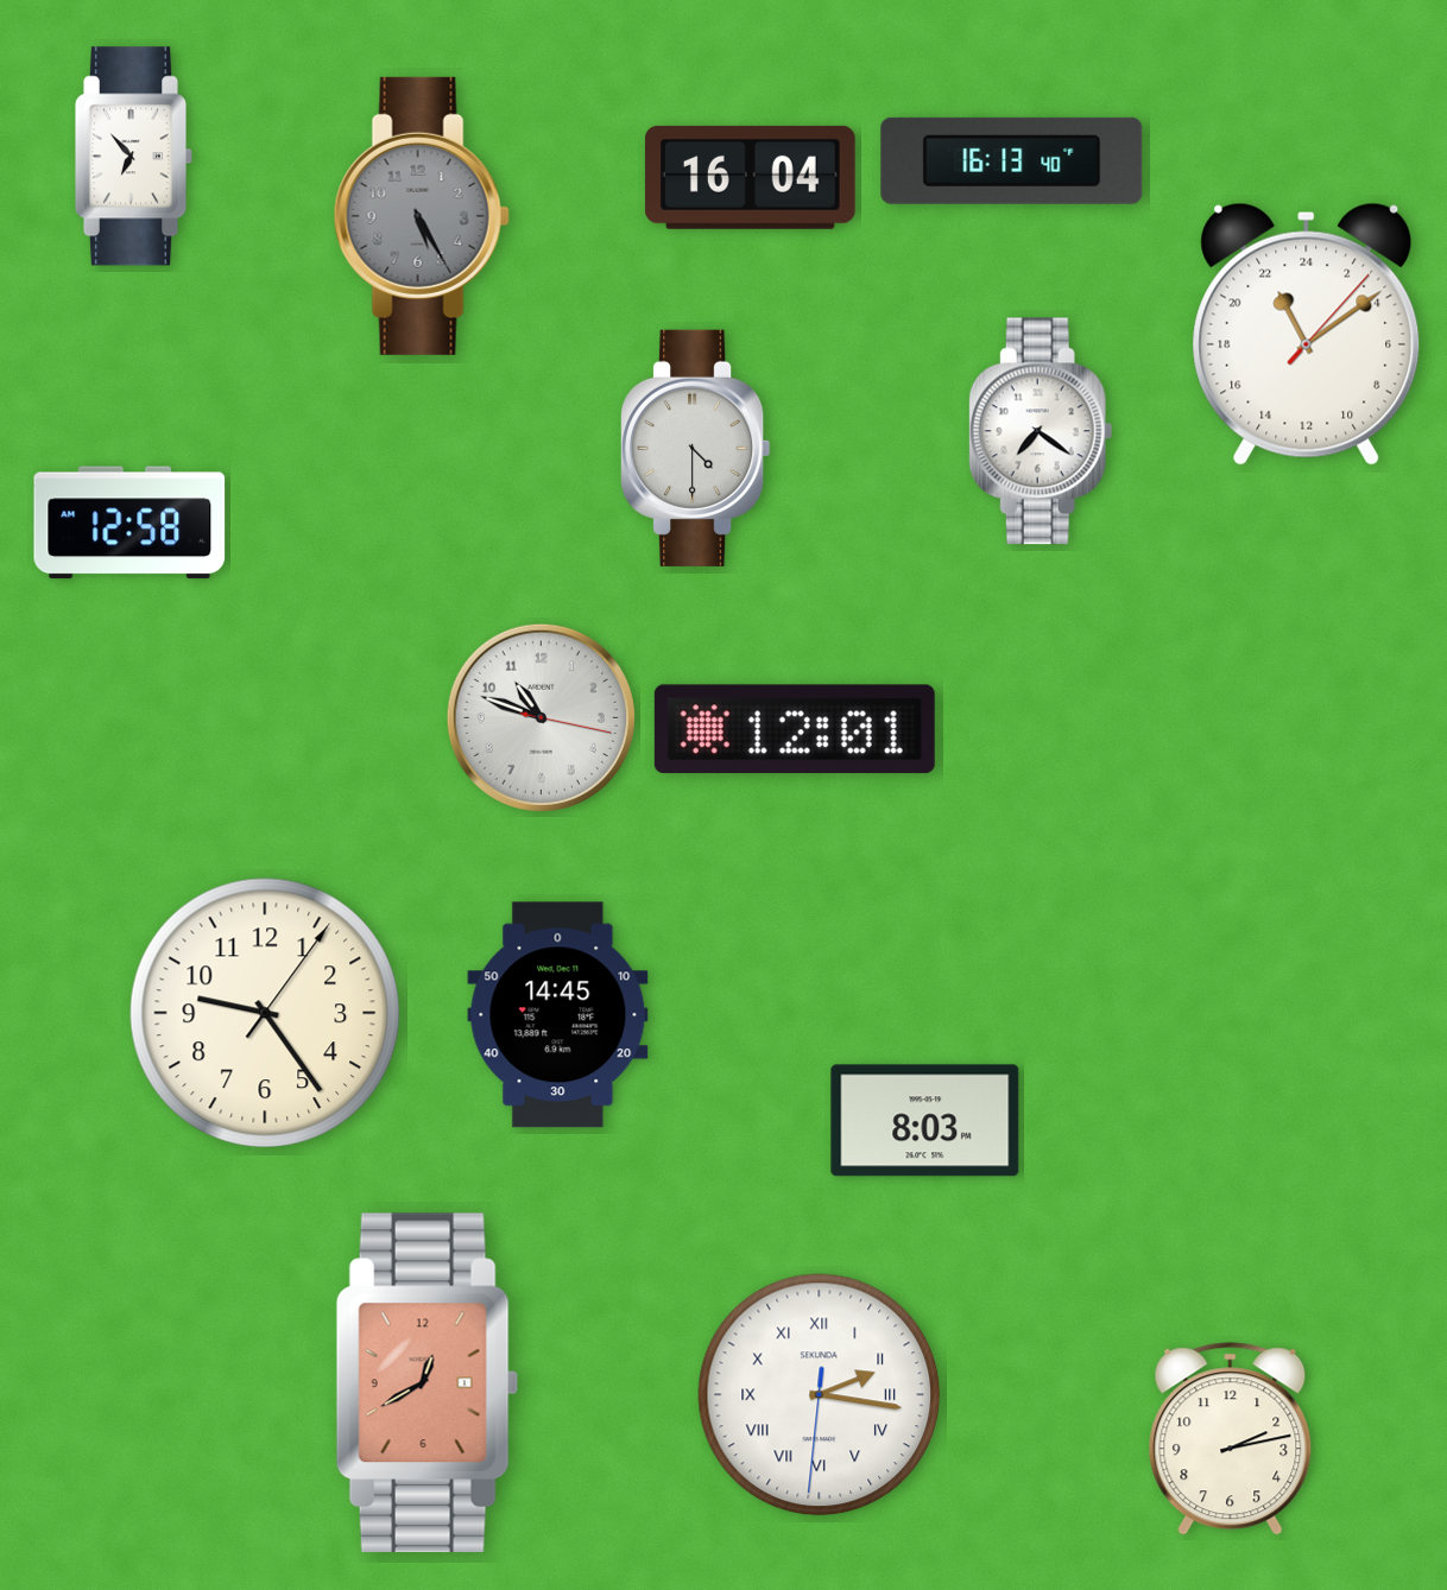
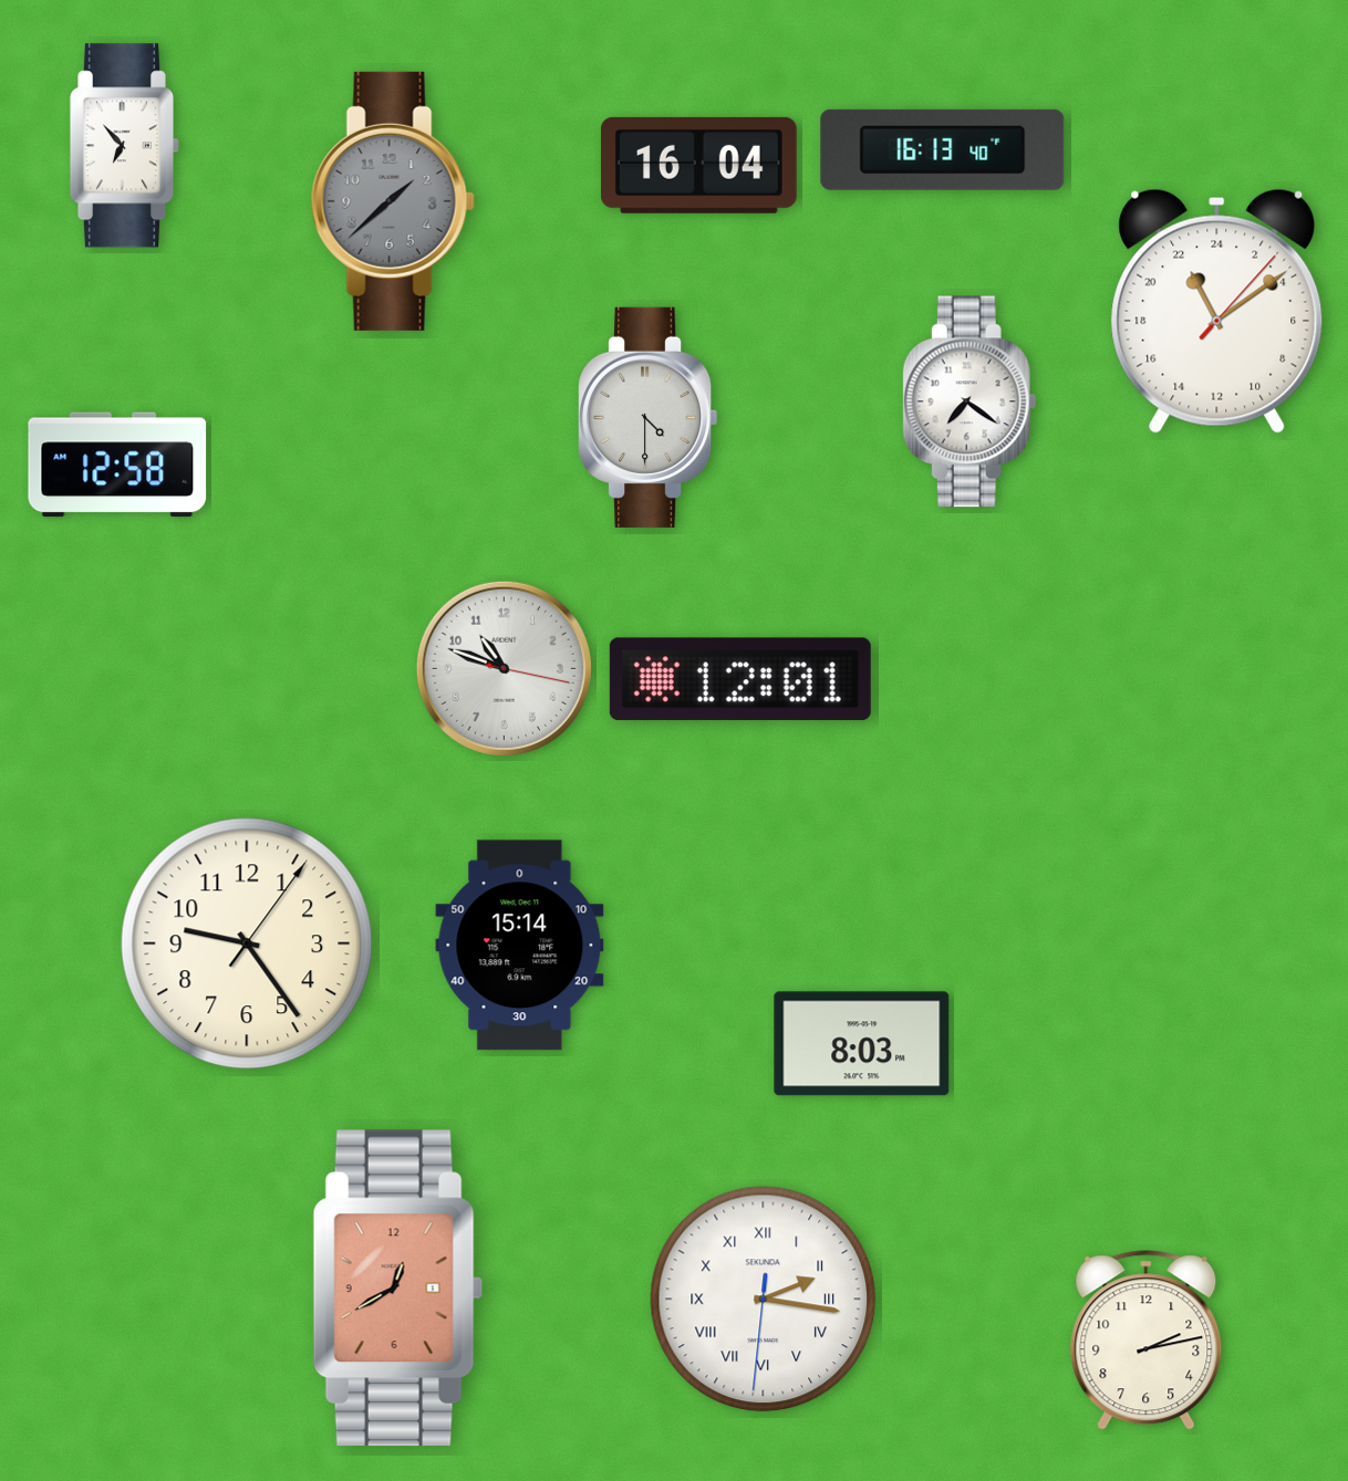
clock at (422, 216): 5:25 -> 1:38
clock at (129, 522) position: (129, 522) -> (117, 465)
clock at (558, 1015): 14:45 -> 15:14
